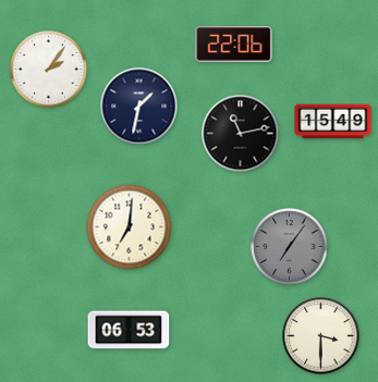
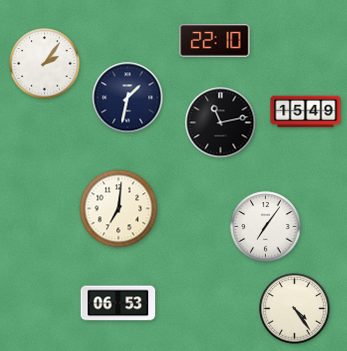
clock at (234, 45): 22:06 -> 22:10
clock at (290, 247) dial: grey -> white
clock at (321, 336): 3:30 -> 4:24
